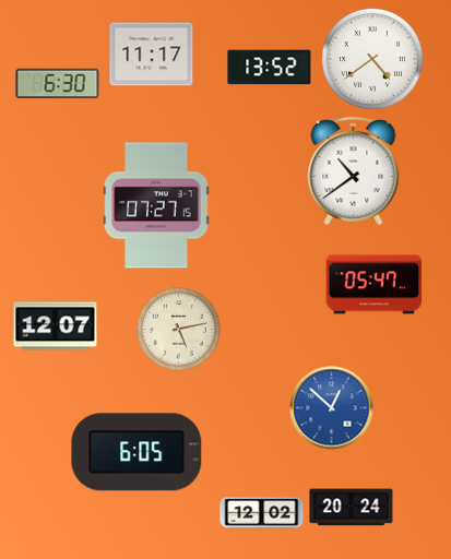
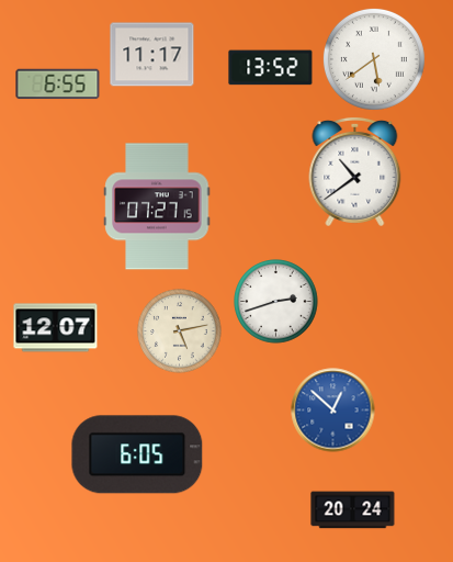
clock at (372, 59): 4:39 -> 5:39
clock at (58, 84): 6:30 -> 6:55
clock at (375, 285): 05:47 -> none
clock at (276, 302): none -> 2:42
clock at (262, 513): 12:02 -> none
